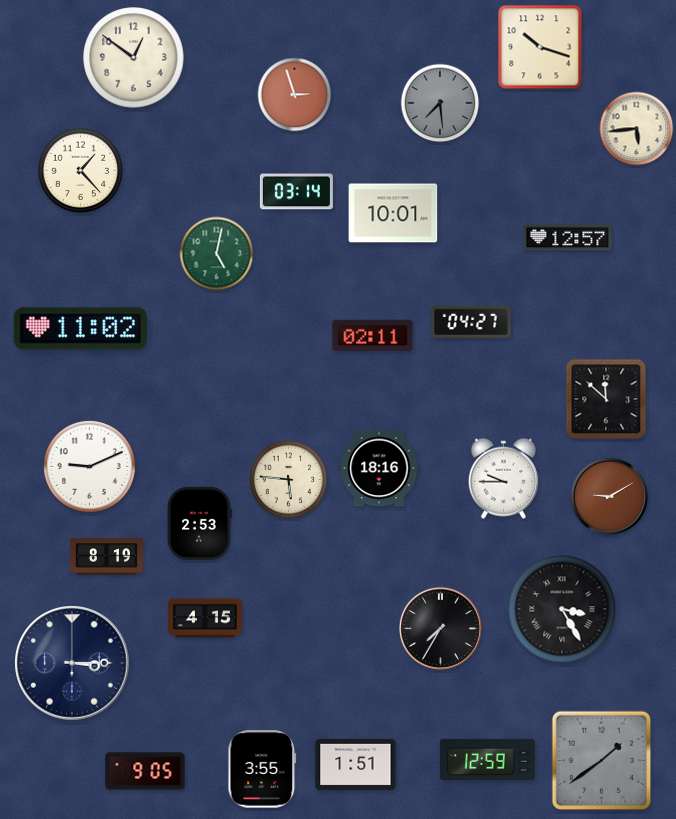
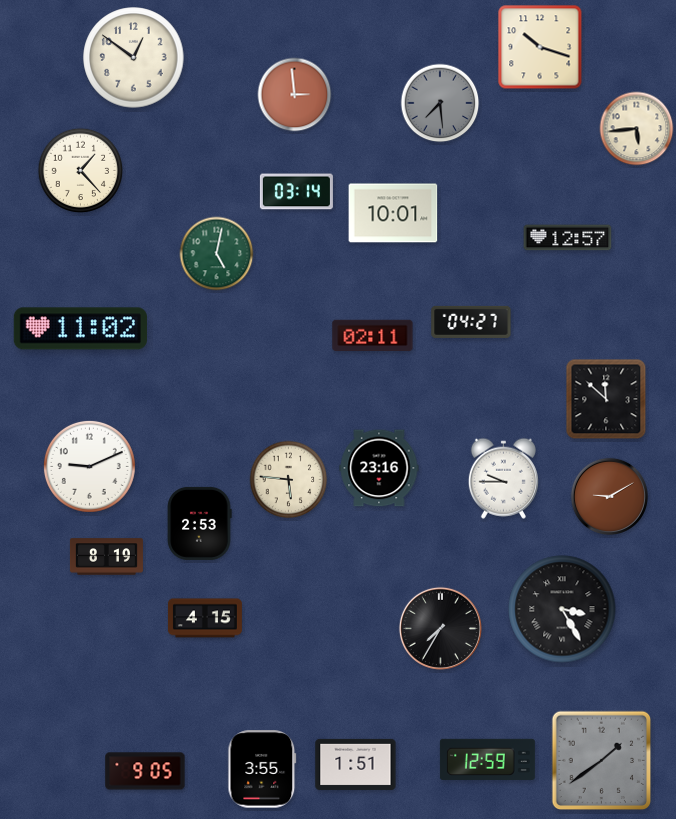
clock at (295, 95): 2:57 -> 2:59
clock at (379, 468): 18:16 -> 23:16
clock at (73, 664): 3:15 -> none
